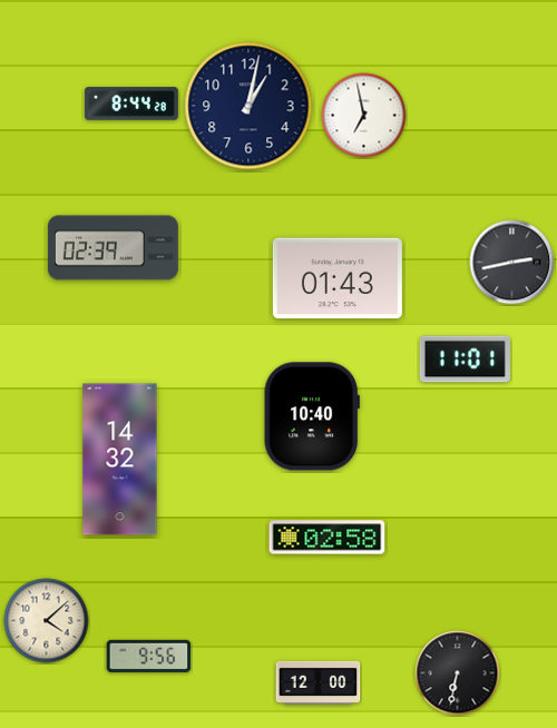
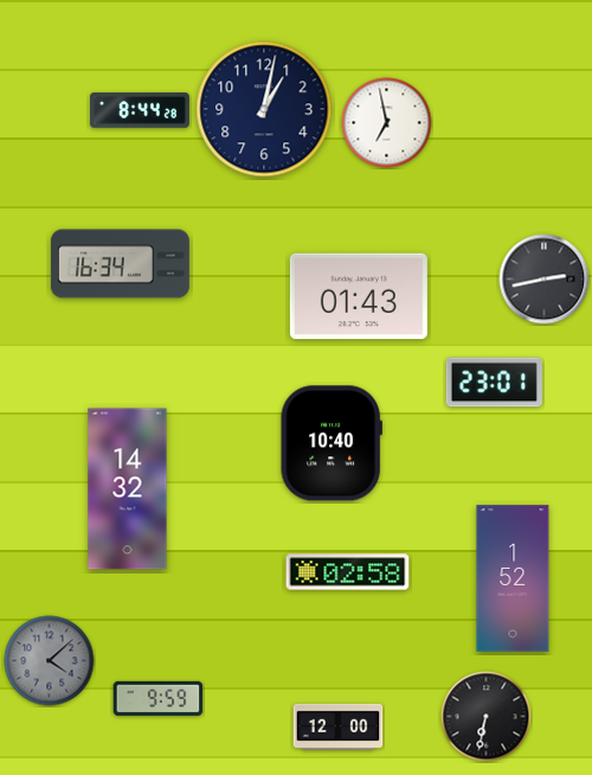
clock at (248, 106) position: (248, 106) -> (264, 109)
clock at (113, 248): 02:39 -> 16:34
clock at (465, 360): 11:01 -> 23:01
clock at (513, 578): none -> 1:52
clock at (47, 621) dial: cream -> grey
clock at (149, 656): 9:56 -> 9:59
